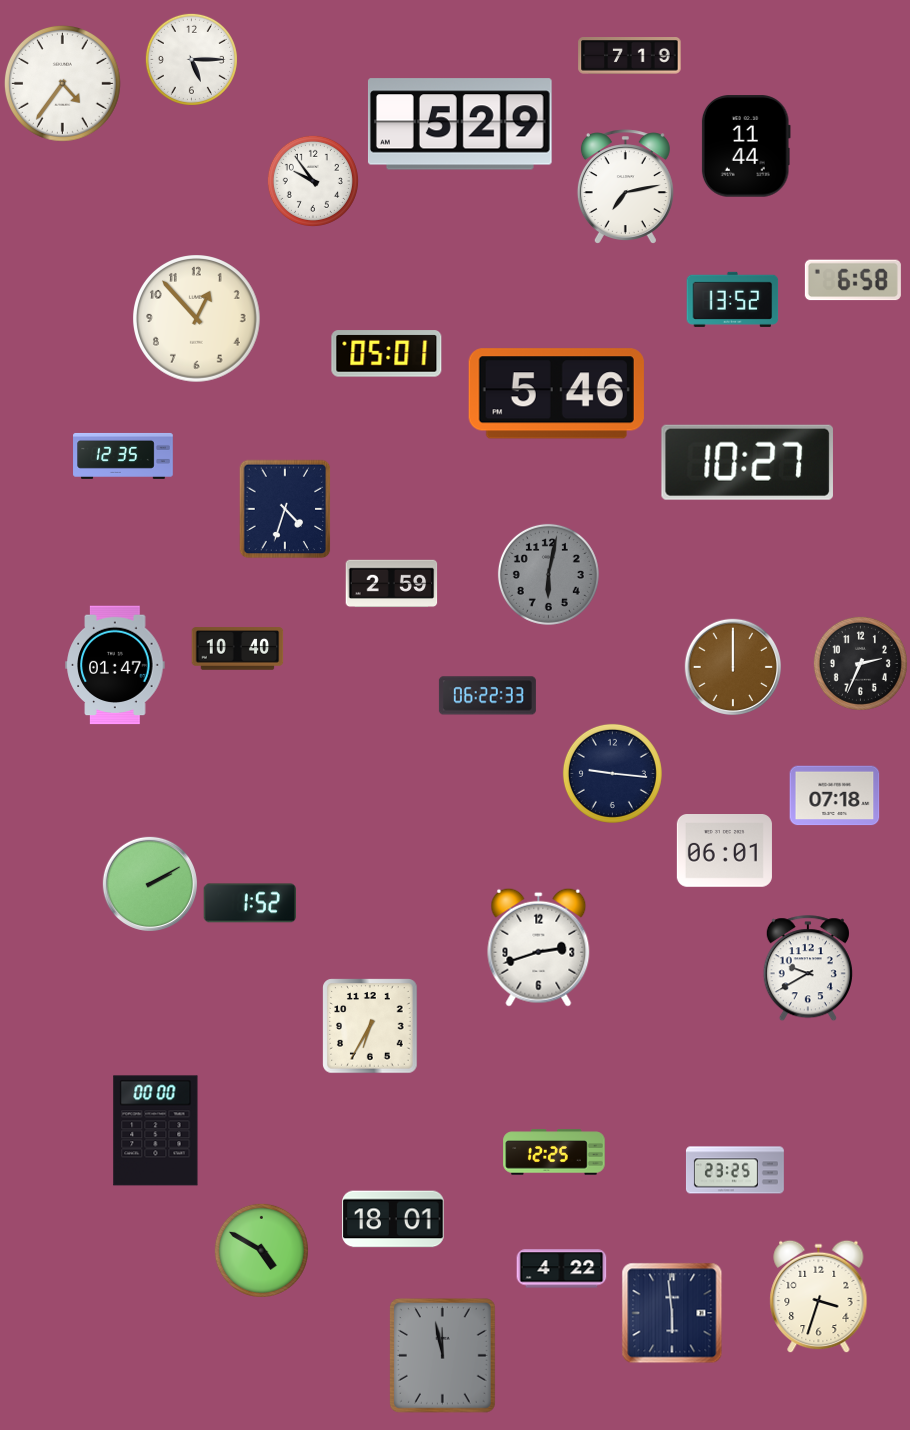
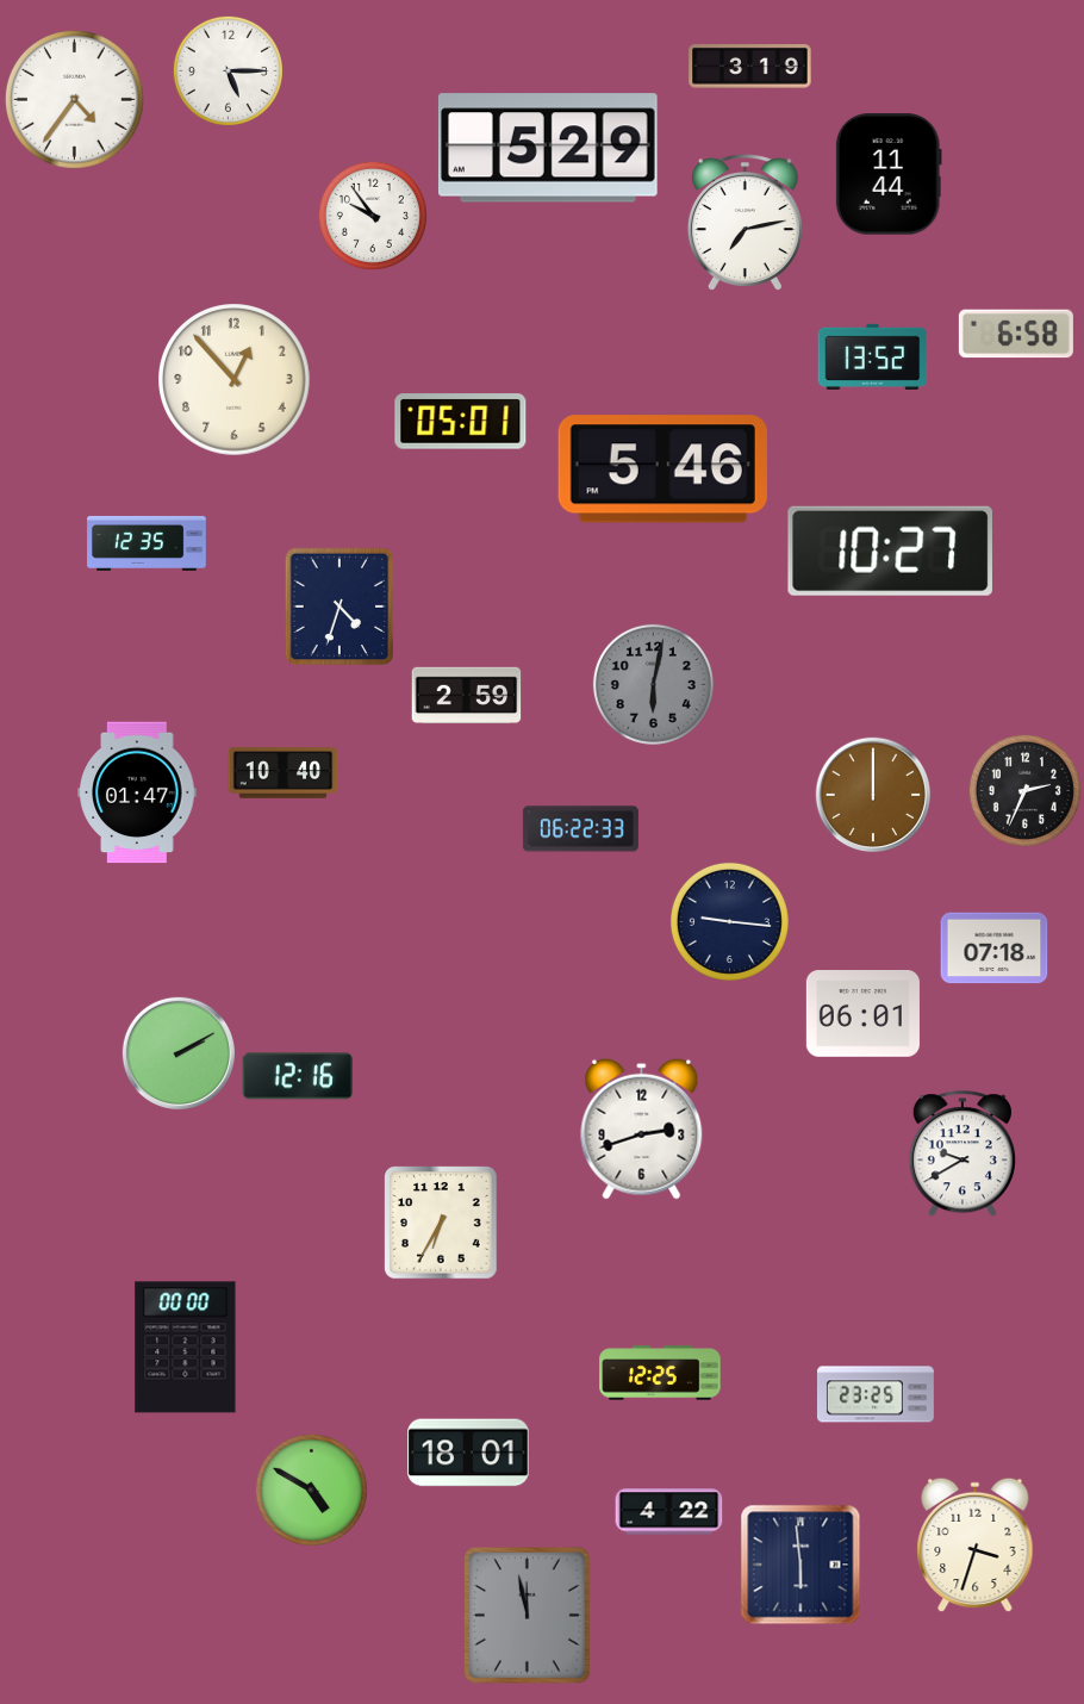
clock at (630, 56): 7:19 -> 3:19
clock at (249, 903): 1:52 -> 12:16
